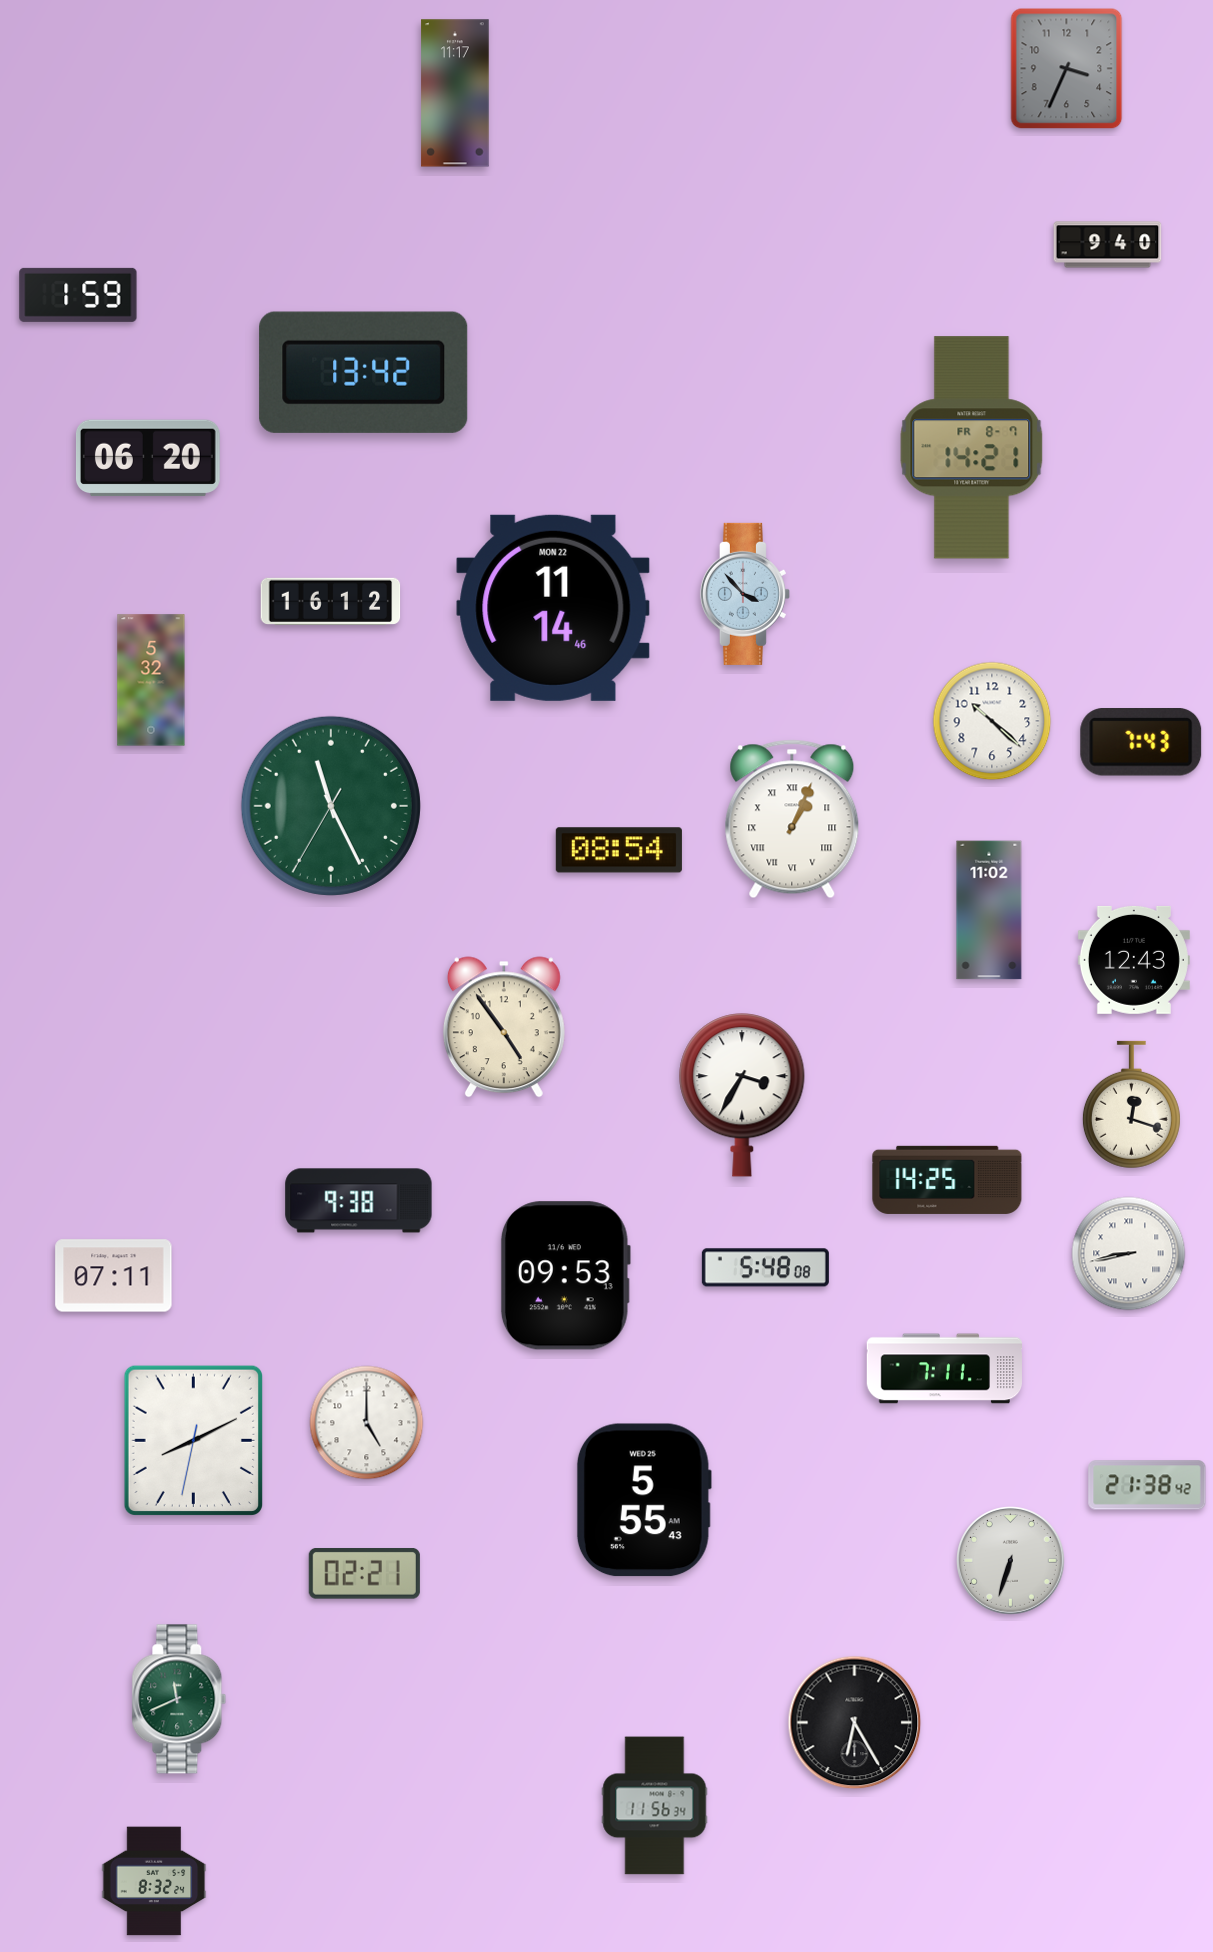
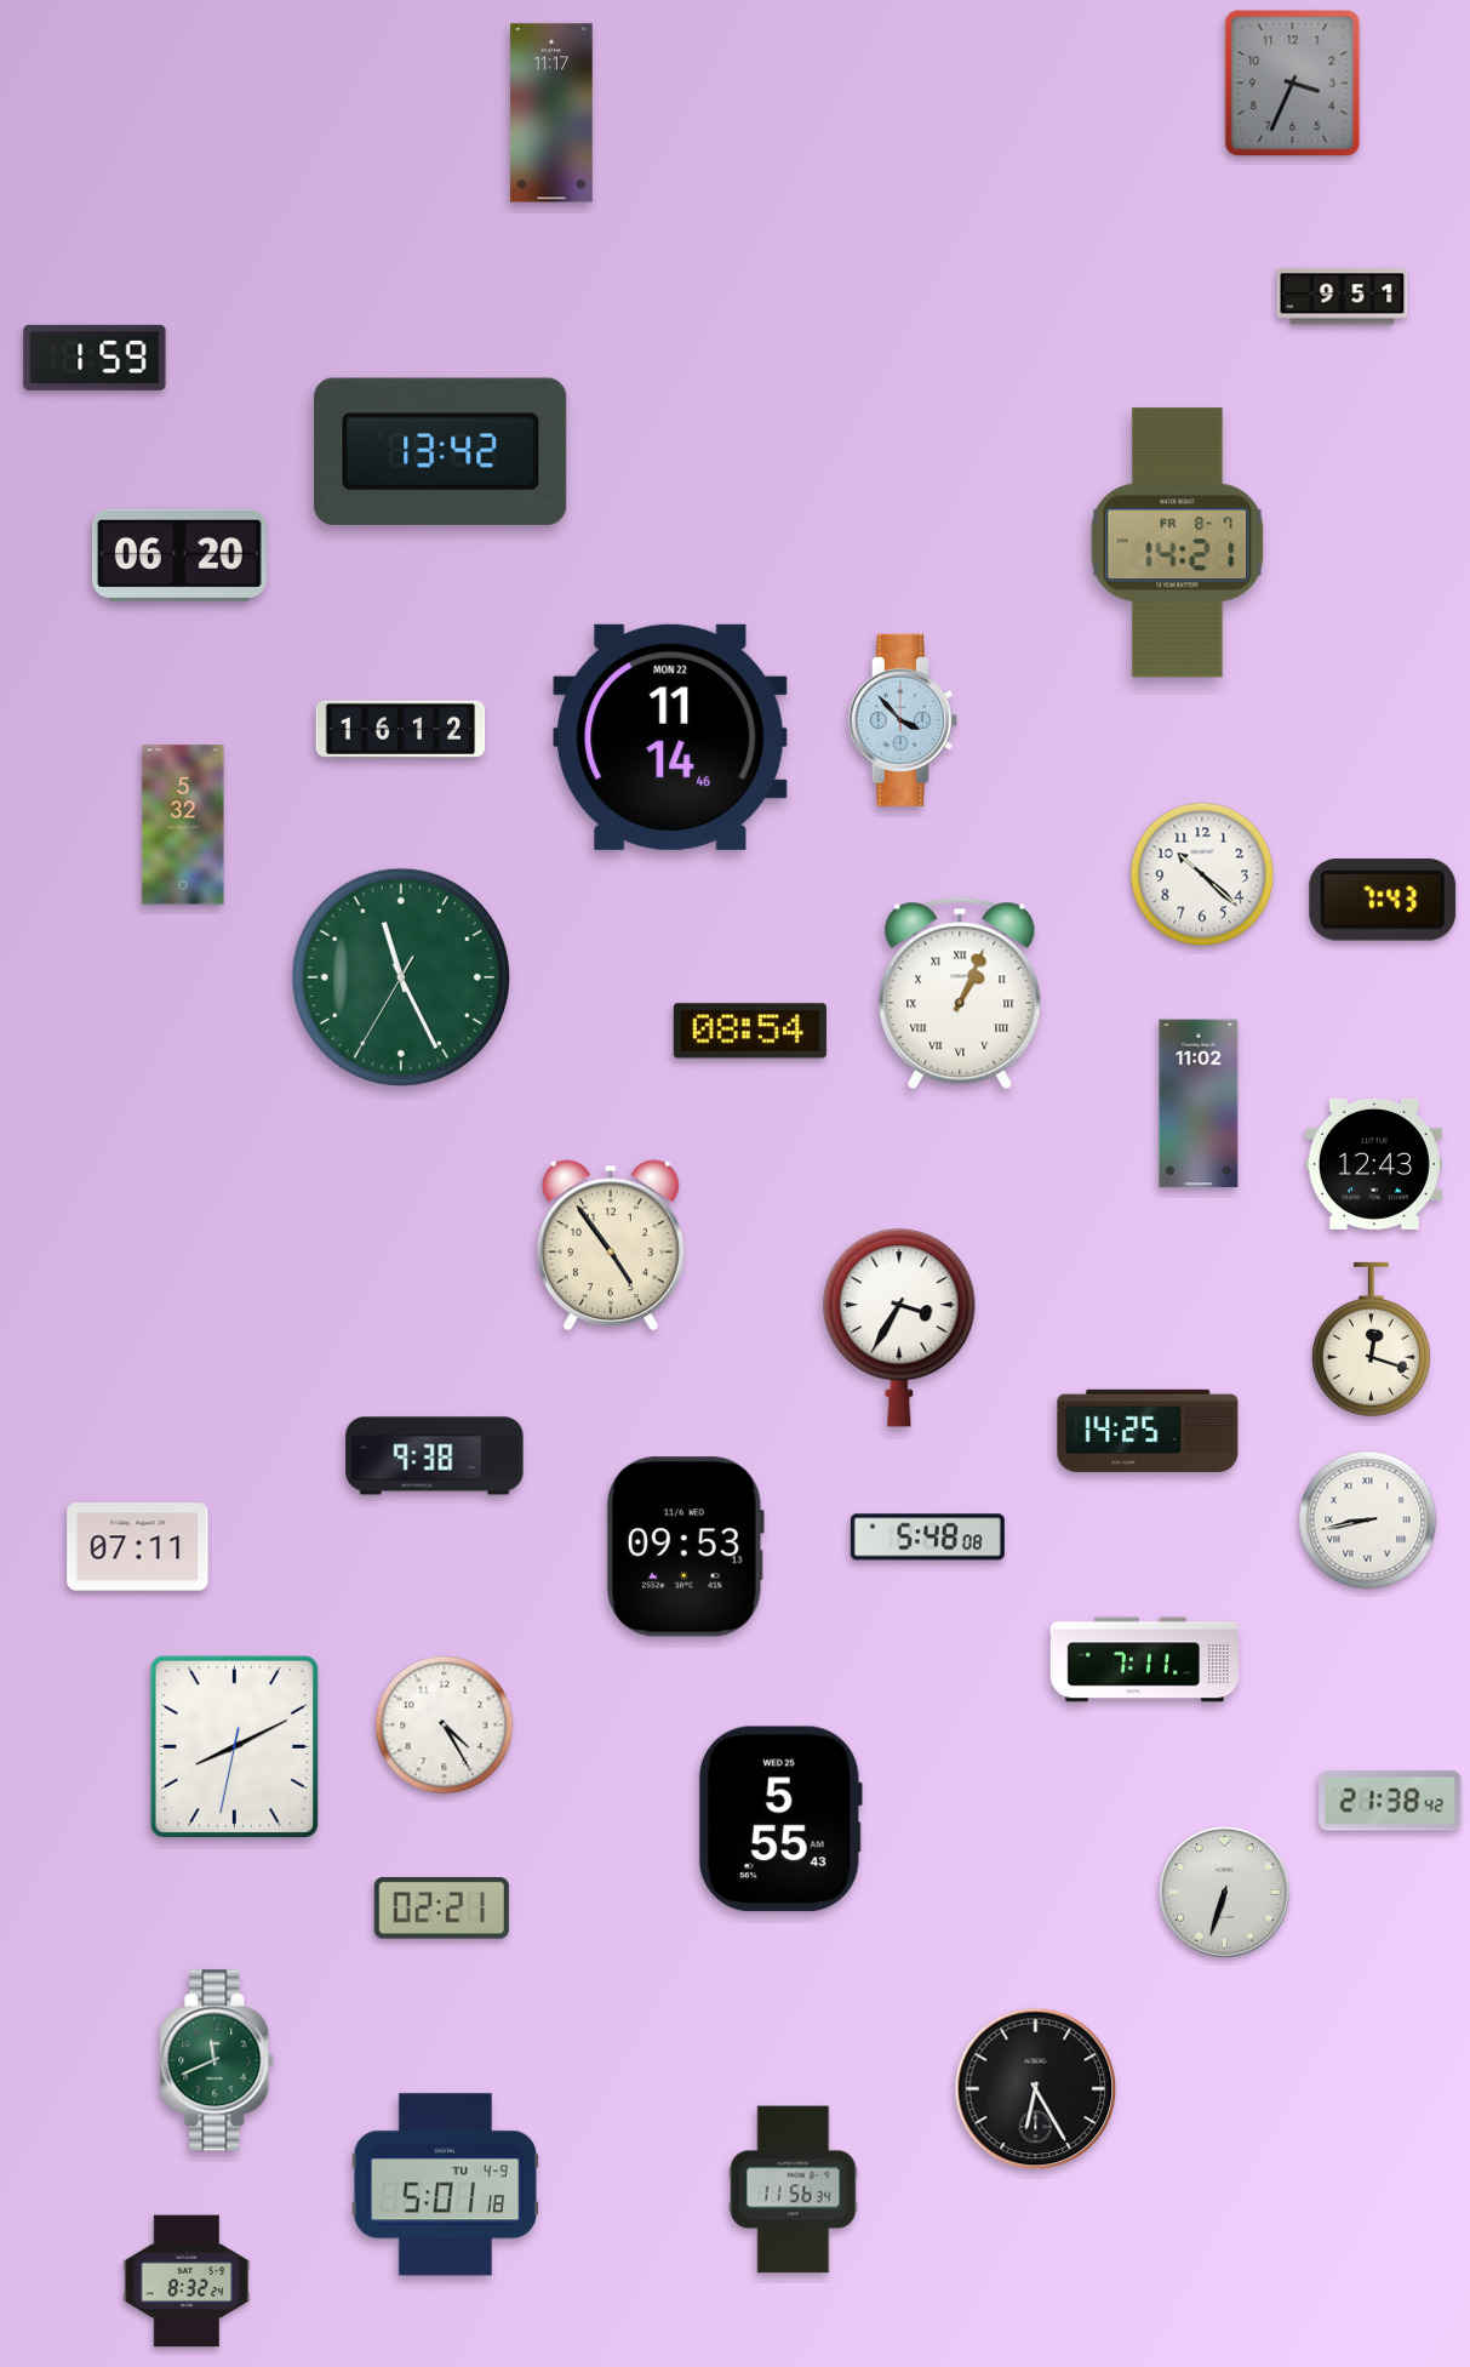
clock at (1108, 245): 9:40 -> 9:51
clock at (367, 1423): 5:00 -> 4:25
clock at (445, 2185): none -> 5:01
